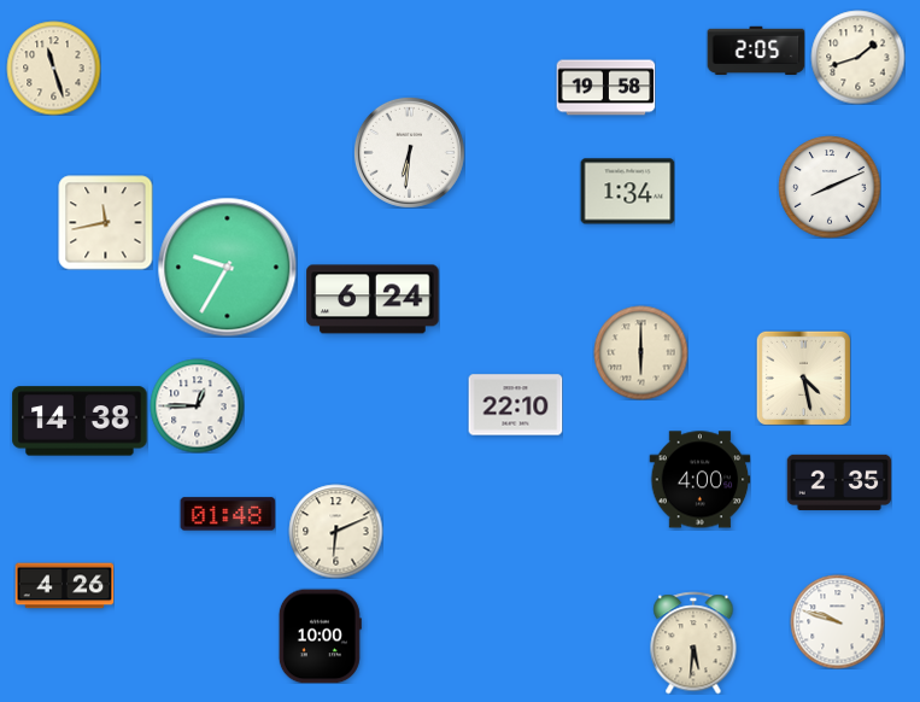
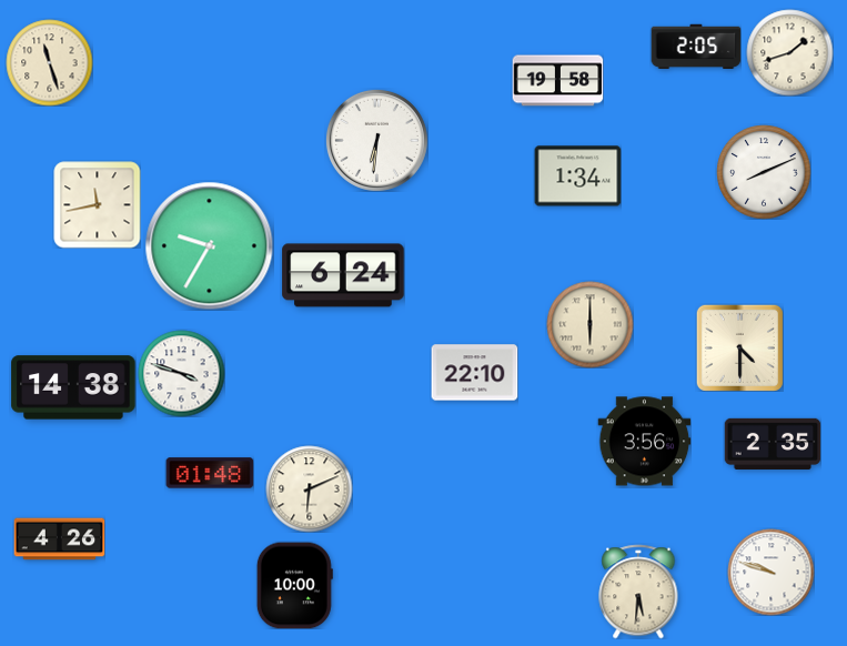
clock at (803, 378): 4:28 -> 4:30
clock at (197, 405): 12:45 -> 3:48
clock at (699, 480): 4:00 -> 3:56
